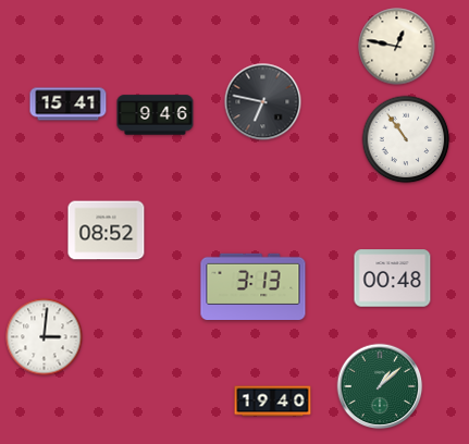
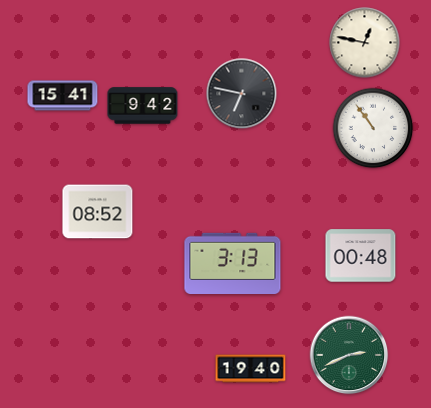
clock at (156, 115): 9:46 -> 9:42
clock at (45, 337): 3:01 -> none
clock at (380, 386): 1:08 -> 2:41
